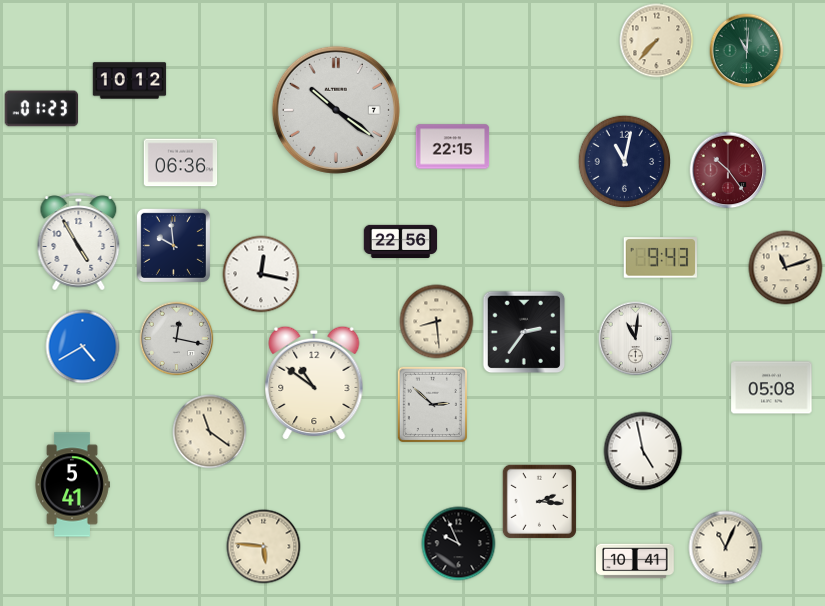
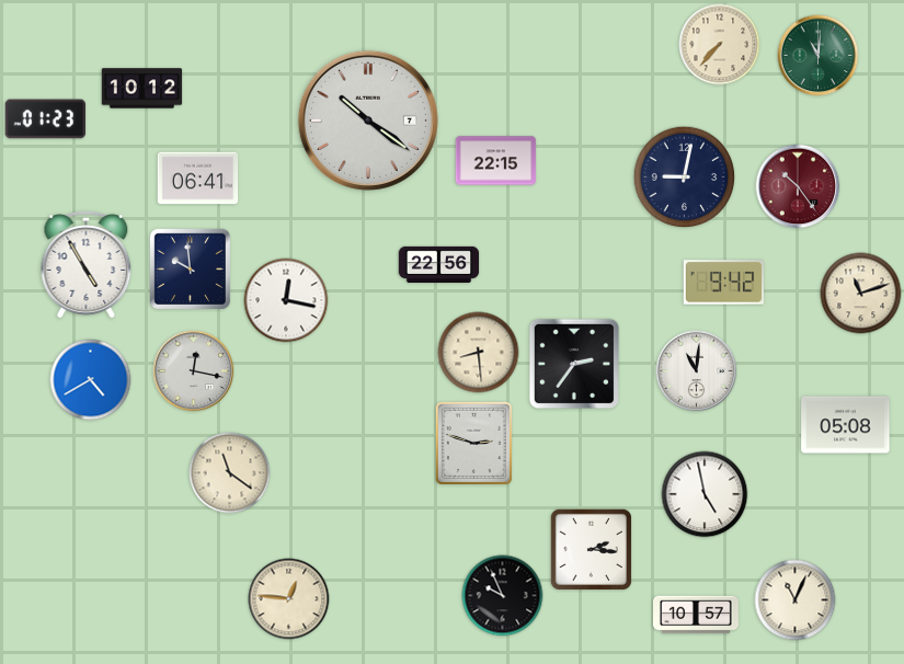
clock at (625, 162): 11:02 -> 9:02
clock at (181, 163): 06:36 -> 06:41
clock at (661, 258): 9:43 -> 9:42
clock at (314, 383): 10:51 -> none
clock at (432, 404): 2:52 -> 2:48
clock at (72, 485): 5:41 -> none
clock at (264, 547): 5:46 -> 12:46
clock at (636, 561): 10:41 -> 10:57
